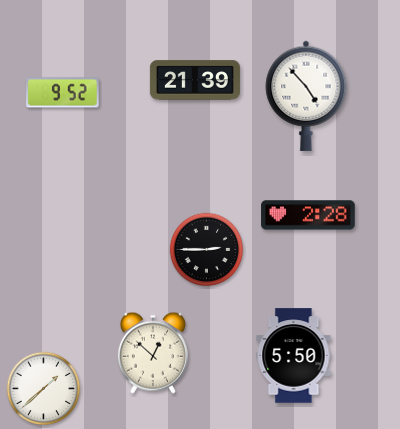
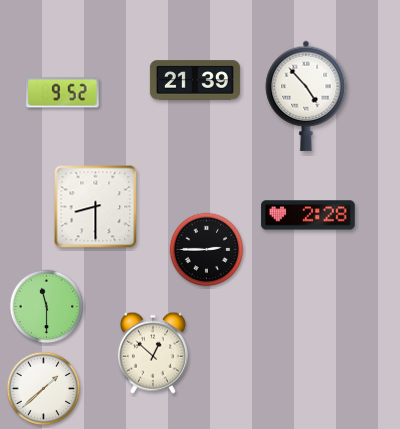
clock at (96, 207): none -> 8:30
clock at (47, 307): none -> 11:30
clock at (294, 356): 5:50 -> none
